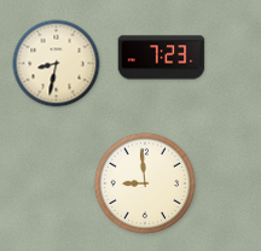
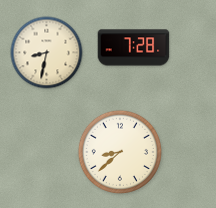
clock at (162, 58): 7:23 -> 7:28
clock at (144, 182): 8:59 -> 8:38
